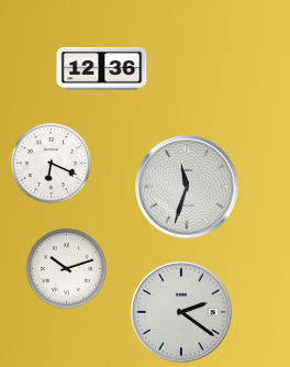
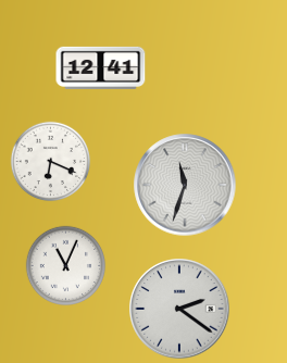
clock at (102, 68): 12:36 -> 12:41
clock at (67, 269): 10:12 -> 11:04
